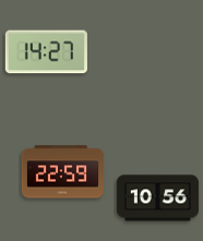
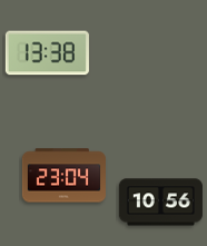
clock at (46, 52): 14:27 -> 13:38
clock at (62, 172): 22:59 -> 23:04
